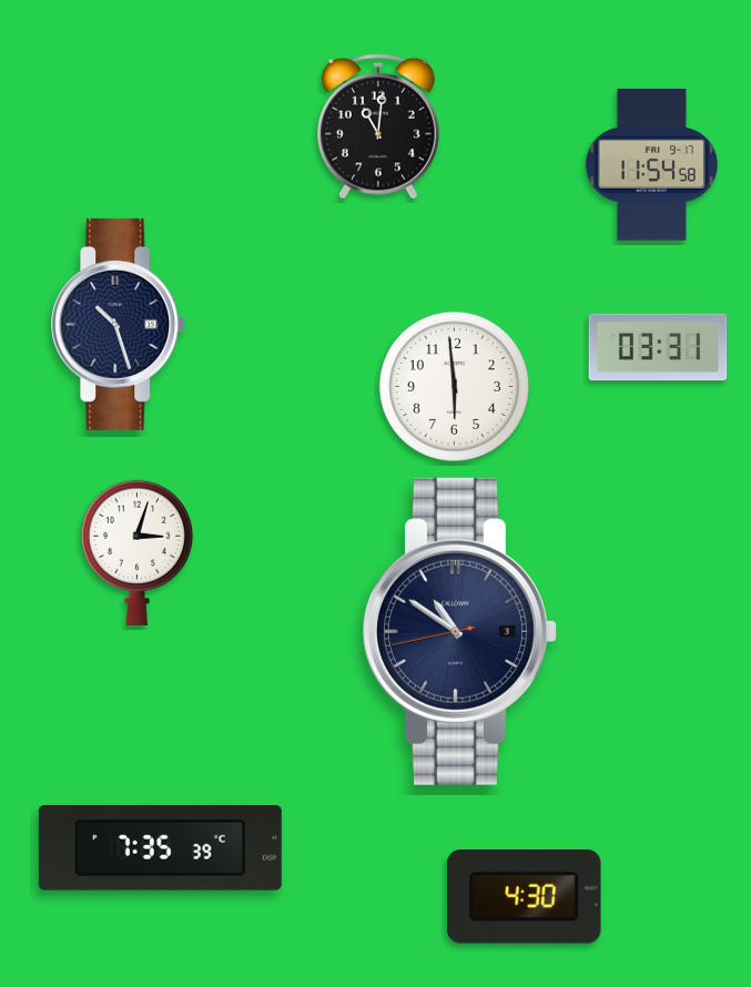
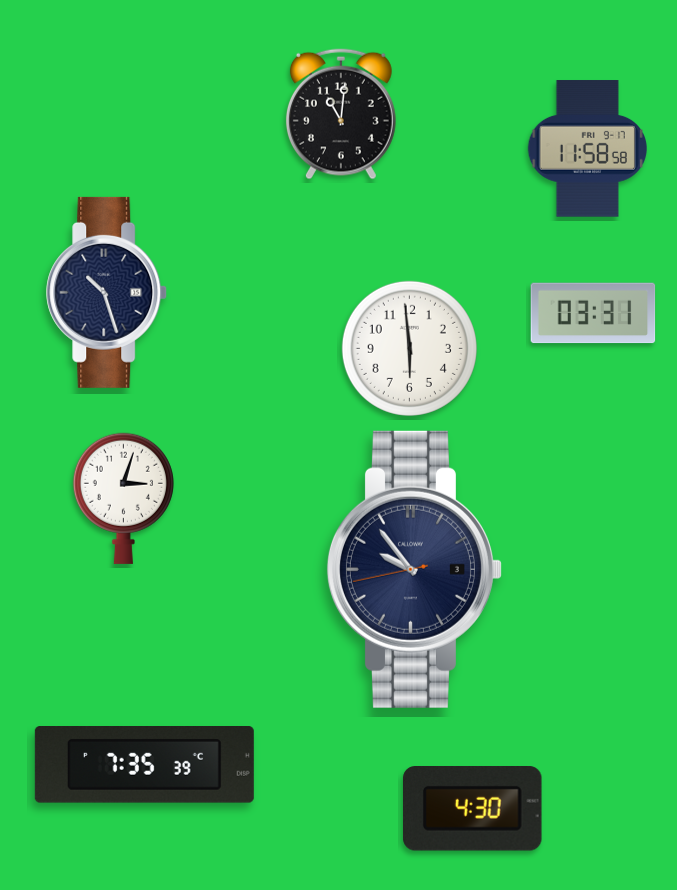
clock at (651, 165): 11:54 -> 11:58
clock at (459, 631): 10:50 -> 9:53
